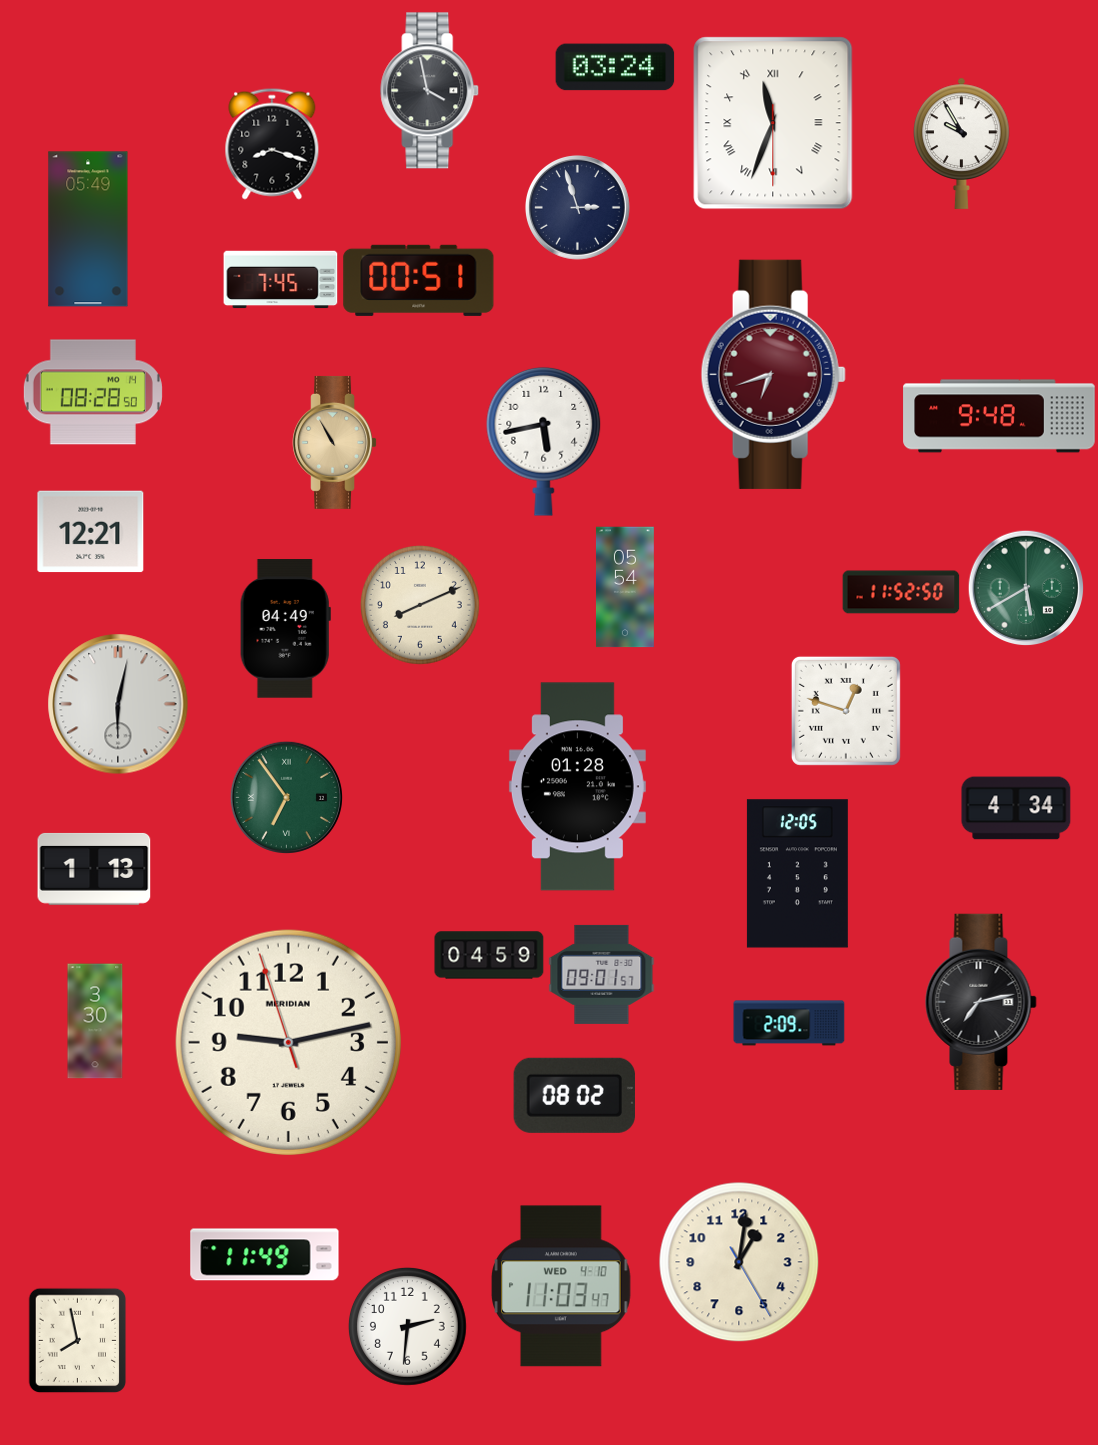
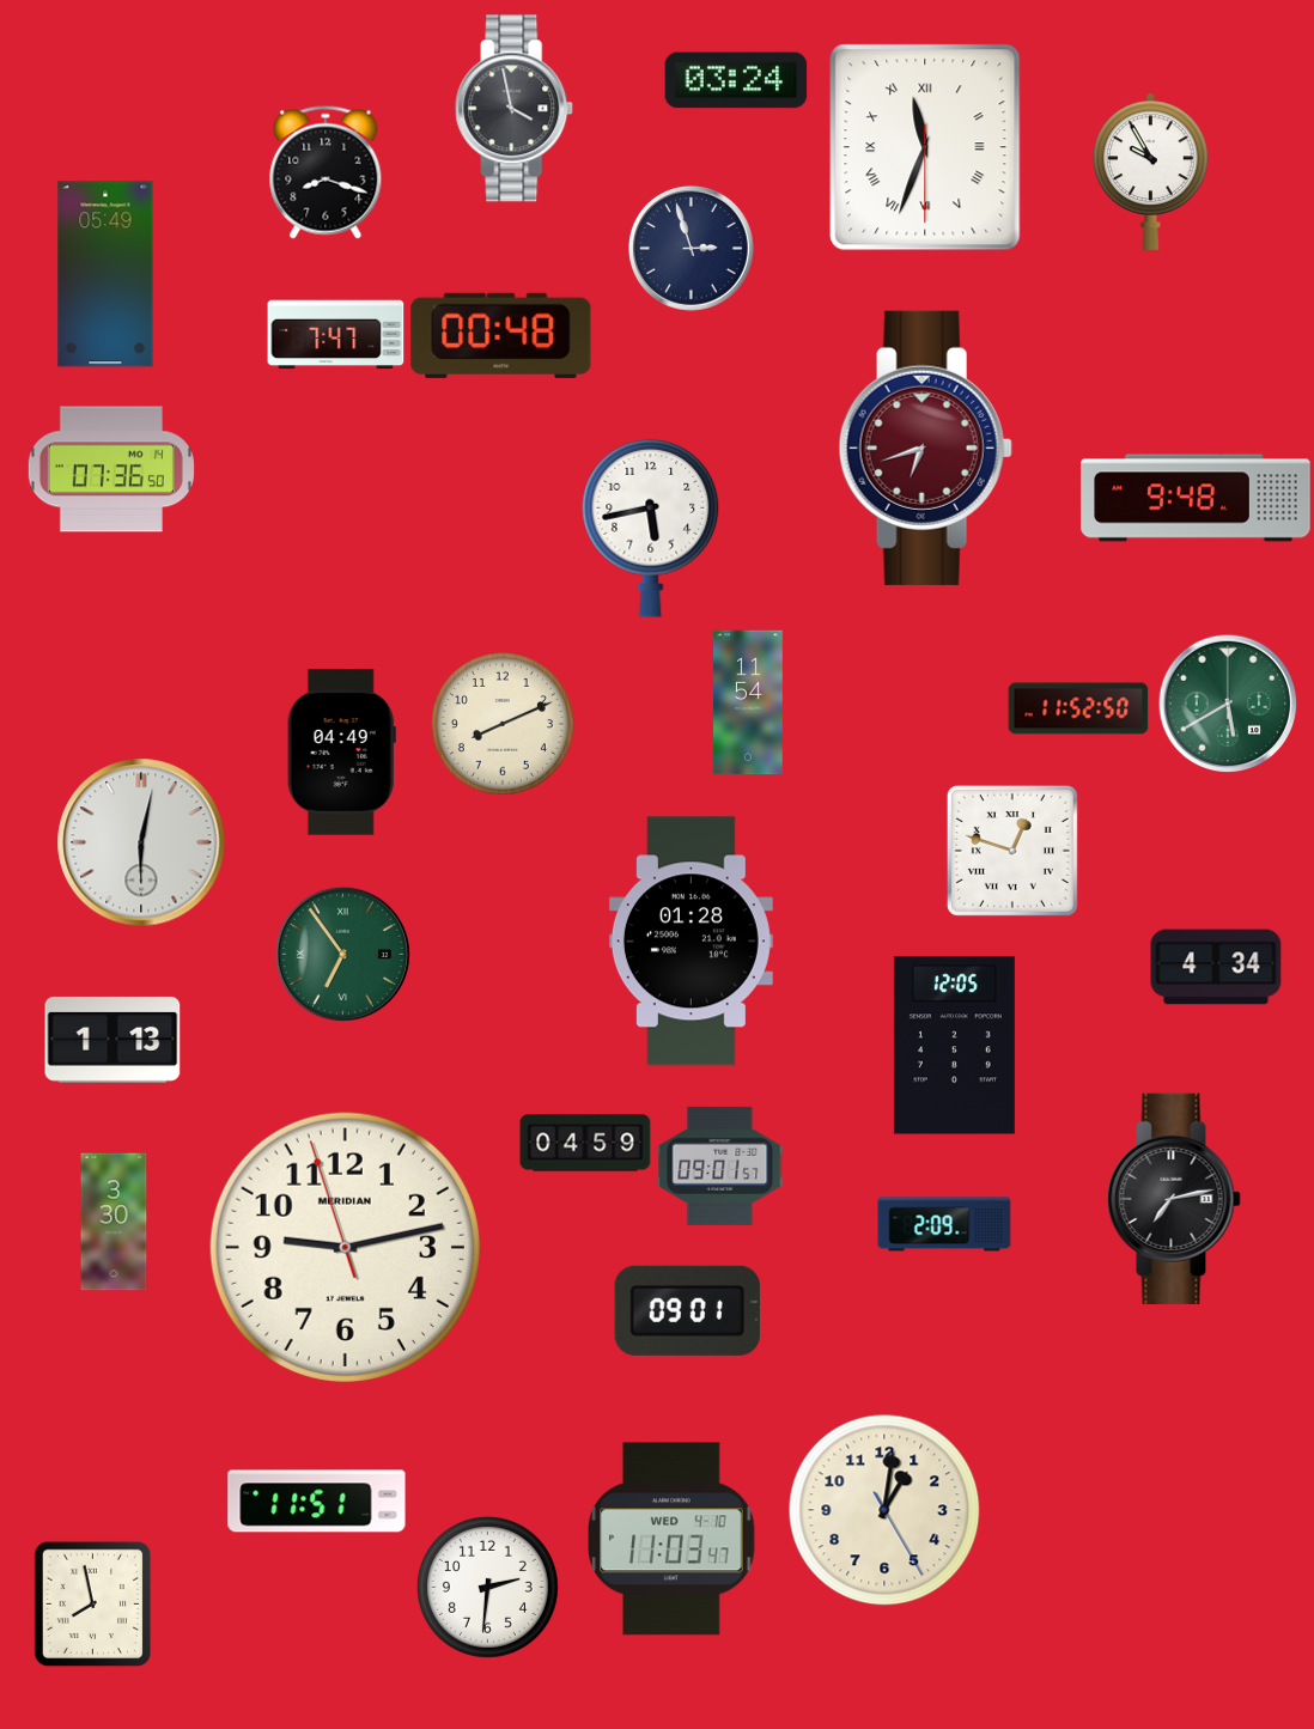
clock at (281, 280): 7:45 -> 7:47
clock at (419, 280): 00:51 -> 00:48
clock at (93, 392): 08:28 -> 07:36
clock at (334, 442): 10:55 -> none
clock at (91, 532): 12:21 -> none
clock at (625, 587): 05:54 -> 11:54
clock at (574, 1095): 08:02 -> 09:01
clock at (265, 1255): 11:49 -> 11:51
